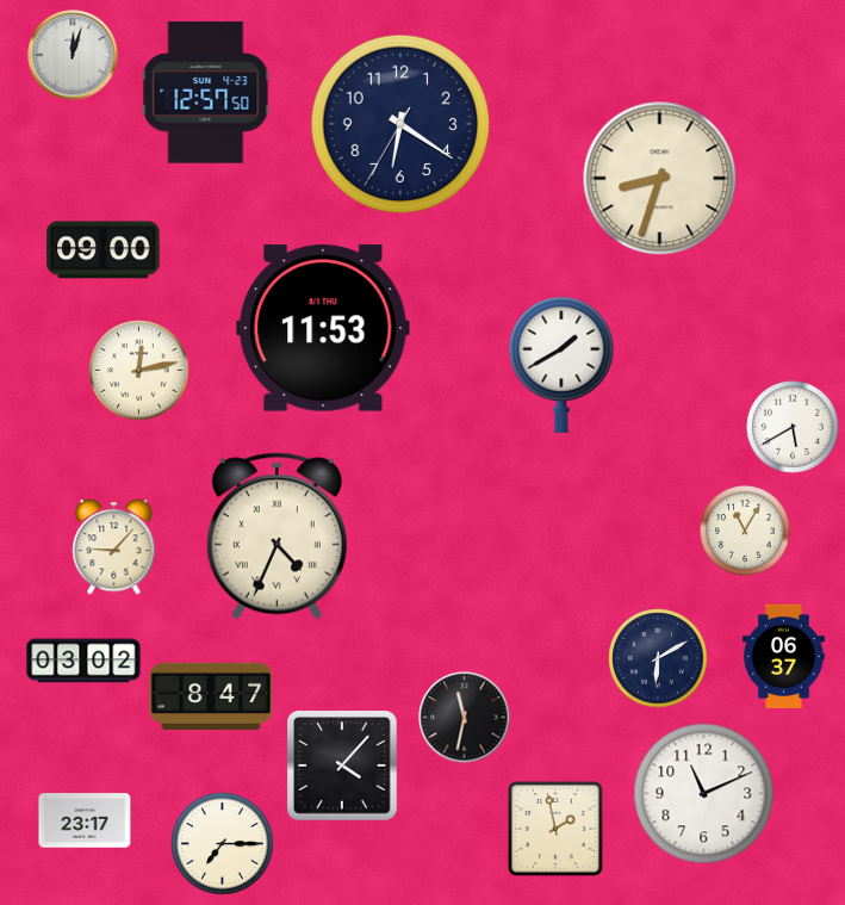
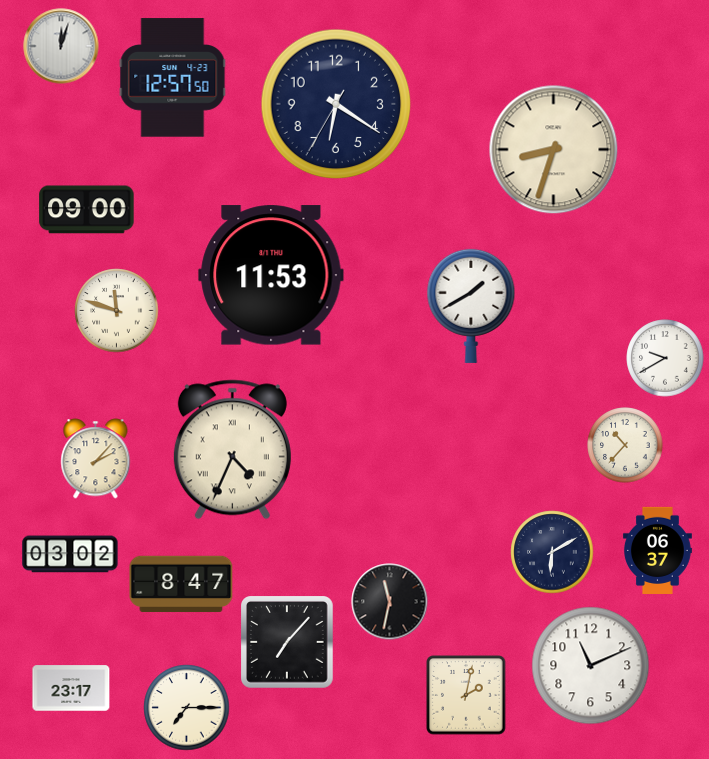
clock at (139, 371): 12:13 -> 11:48
clock at (793, 427): 5:40 -> 9:40
clock at (745, 531): 11:05 -> 10:37
clock at (114, 547): 9:07 -> 2:07
clock at (211, 696) position: (211, 696) -> (181, 584)
clock at (343, 767): 4:07 -> 7:07
clock at (555, 829): 1:58 -> 2:02
